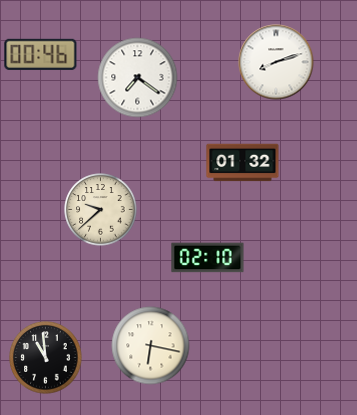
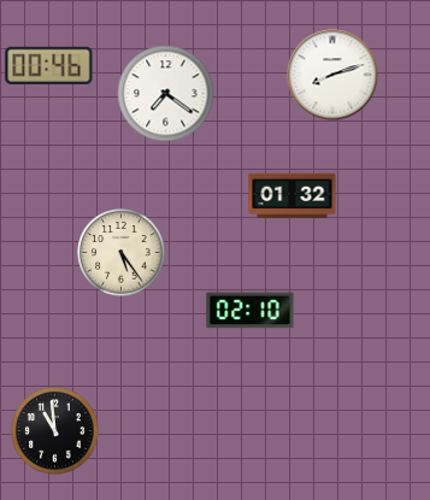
clock at (101, 210): 9:38 -> 5:24
clock at (151, 346): 6:17 -> none
